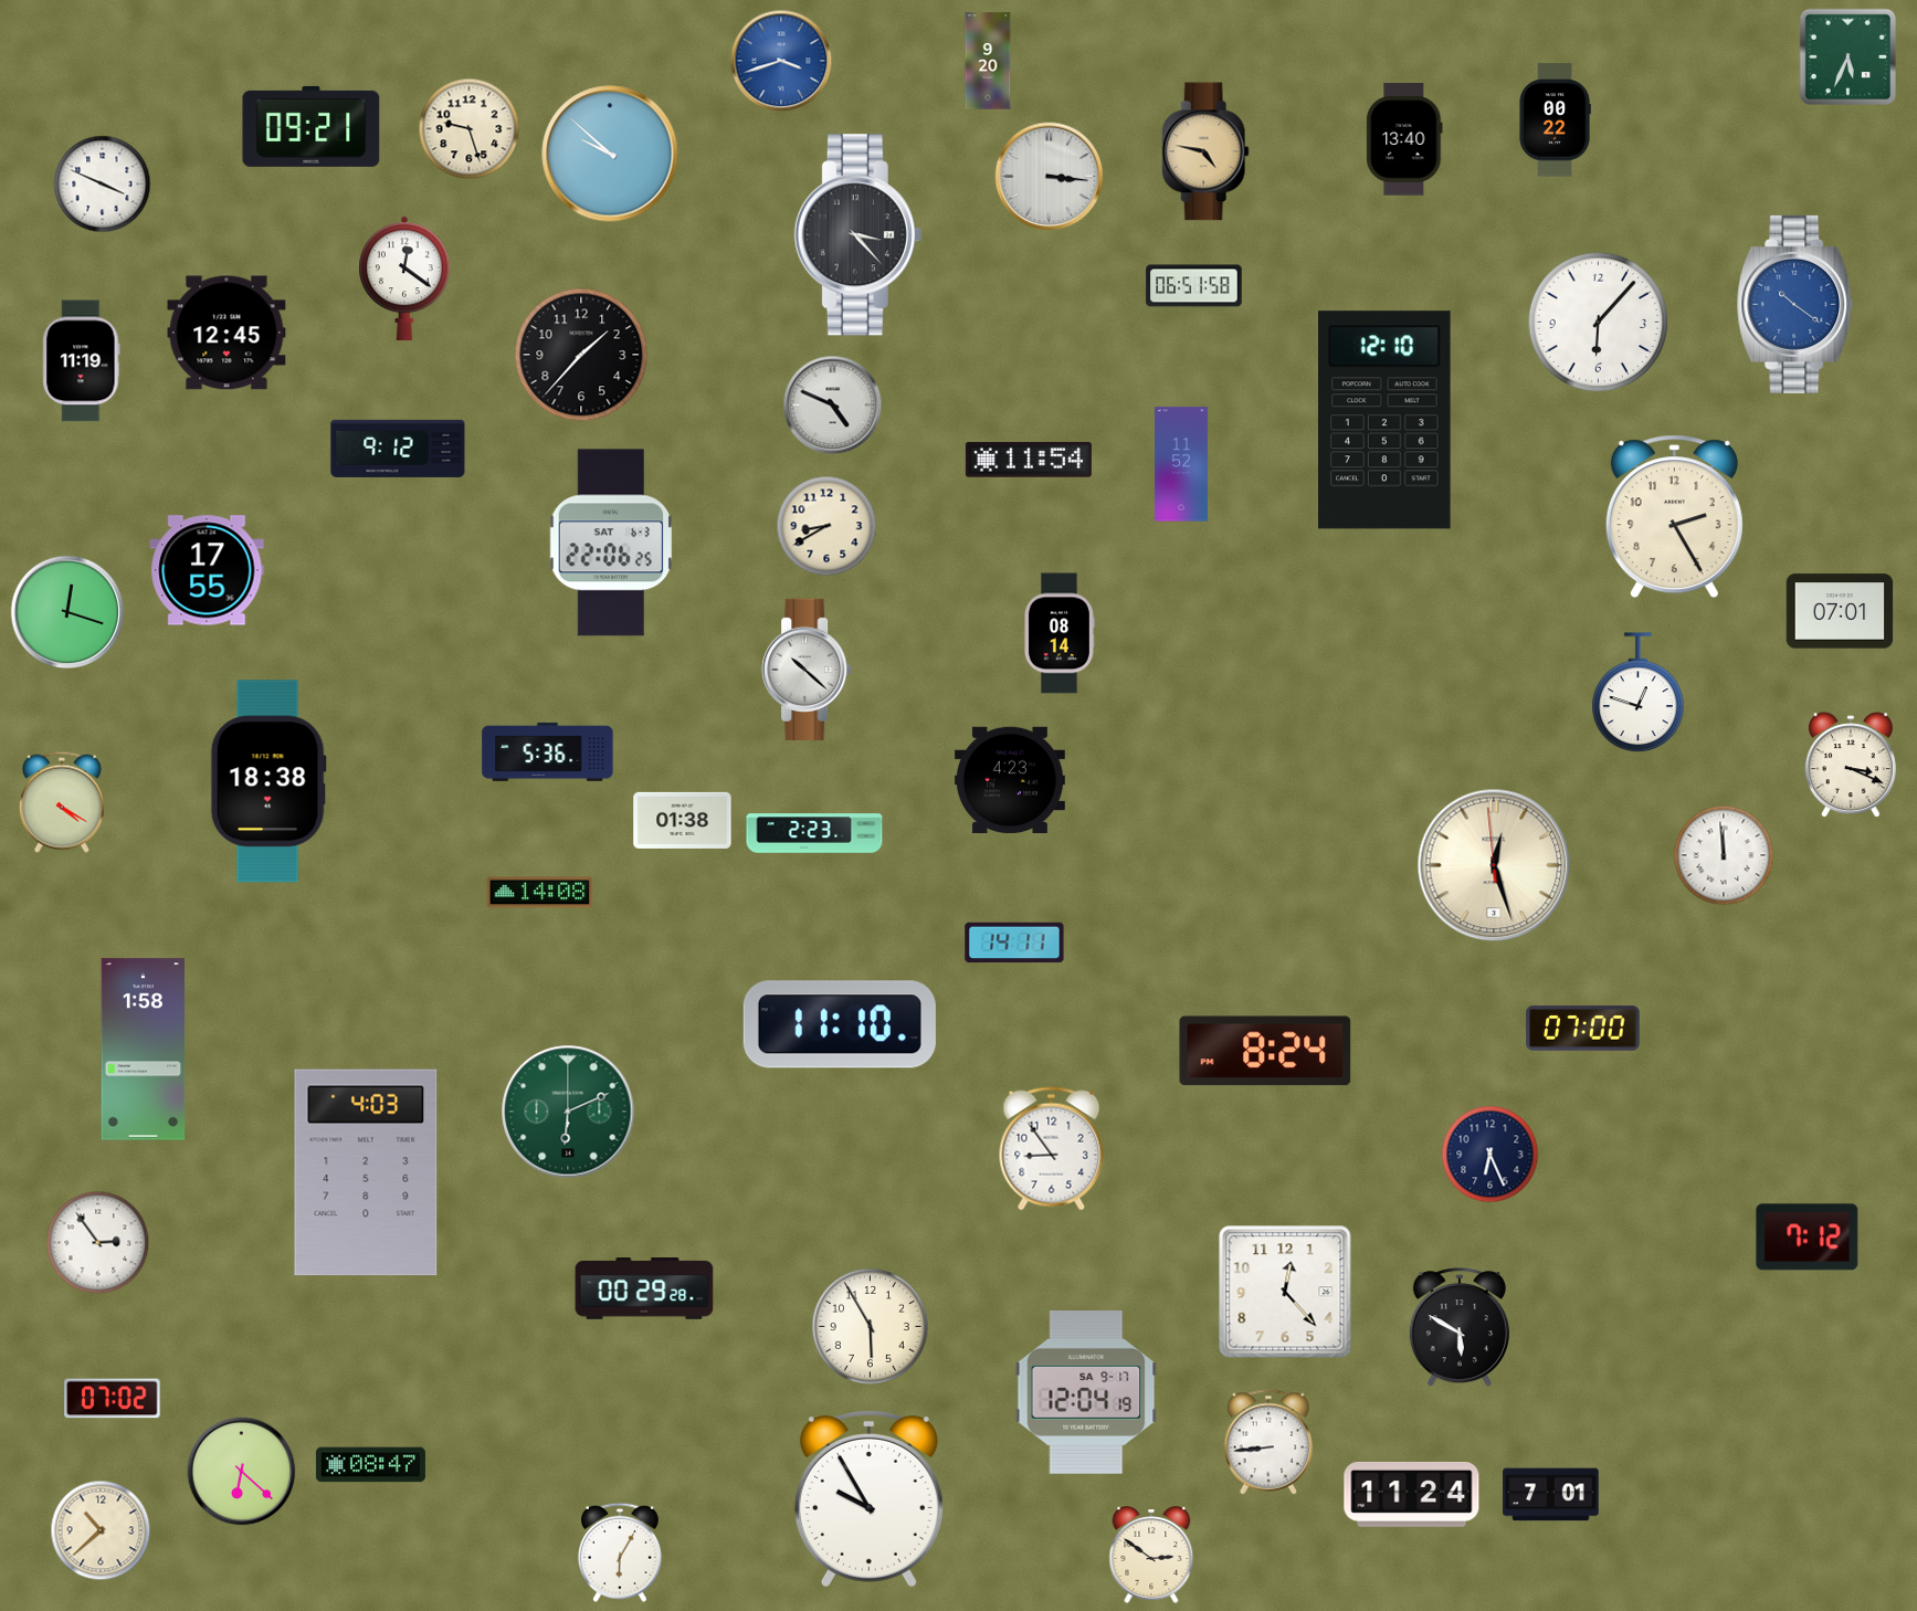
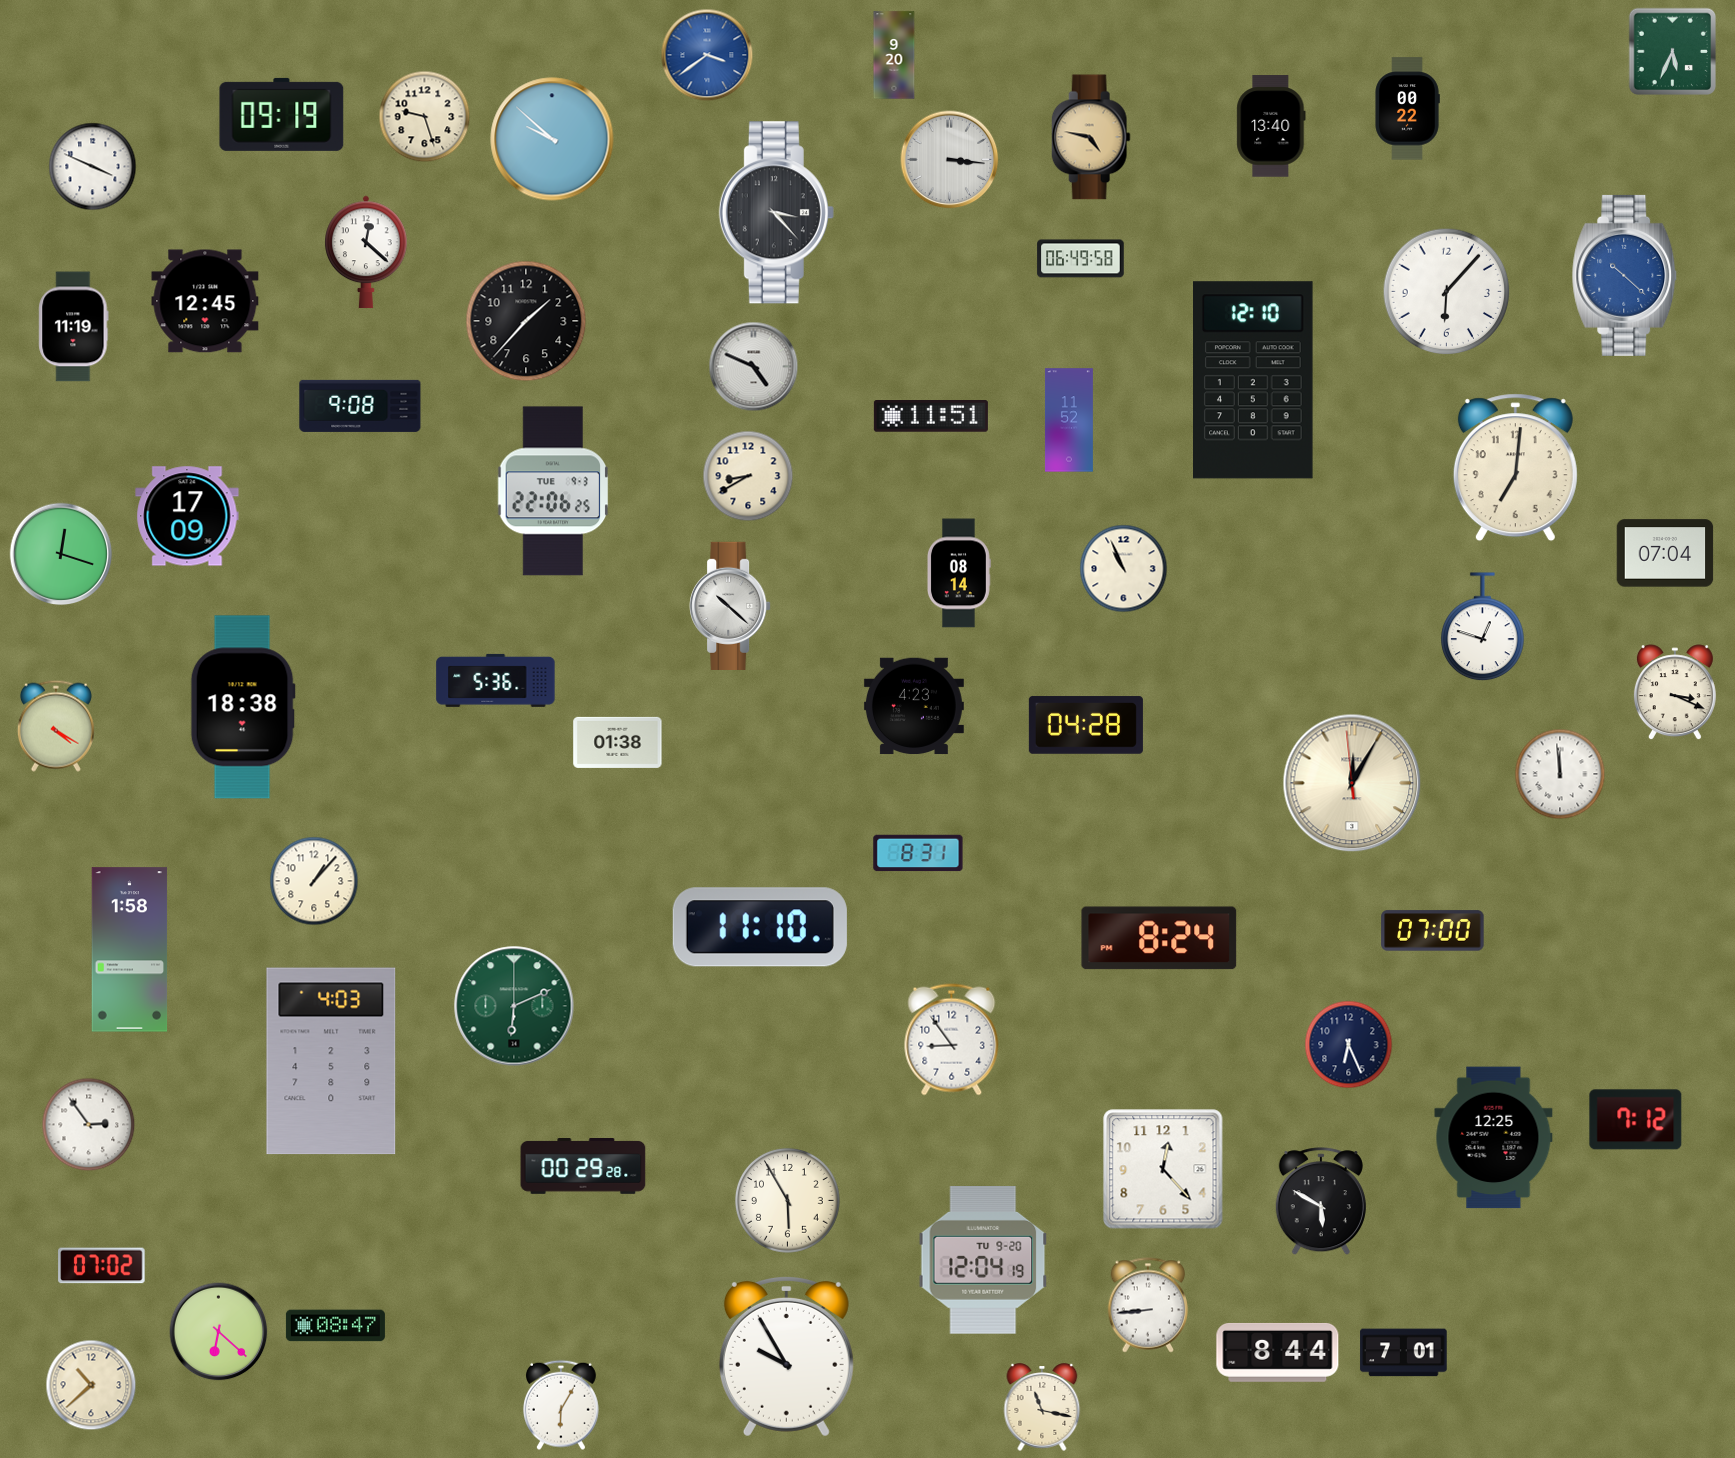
clock at (781, 61): 3:42 -> 3:39
clock at (312, 126): 09:21 -> 09:19
clock at (404, 278): 12:21 -> 12:22
clock at (1194, 286): 06:51 -> 06:49
clock at (1795, 304): 10:21 -> 10:22
clock at (398, 449): 9:12 -> 9:08
clock at (1029, 461): 11:54 -> 11:51
clock at (1674, 517): 2:25 -> 7:01
clock at (611, 543) date: SAT 6-3 -> TUE 9-3
clock at (207, 570): 17:55 -> 17:09
clock at (1840, 611): 07:01 -> 07:04
clock at (1124, 569): none -> 10:56
clock at (1086, 725): none -> 04:28
clock at (814, 833): 2:23 -> none
clock at (1494, 865): 12:26 -> 12:04
clock at (540, 893): 14:08 -> none
clock at (1014, 943): 14:11 -> 8:31
clock at (314, 881): none -> 1:07
clock at (1265, 1051) position: (1265, 1051) -> (1159, 938)
clock at (1494, 1138): none -> 12:25
clock at (1086, 1393) date: SA 9-17 -> TU 9-20
clock at (1412, 1494): 11:24 -> 8:44
clock at (1151, 1555): 2:51 -> 11:17
